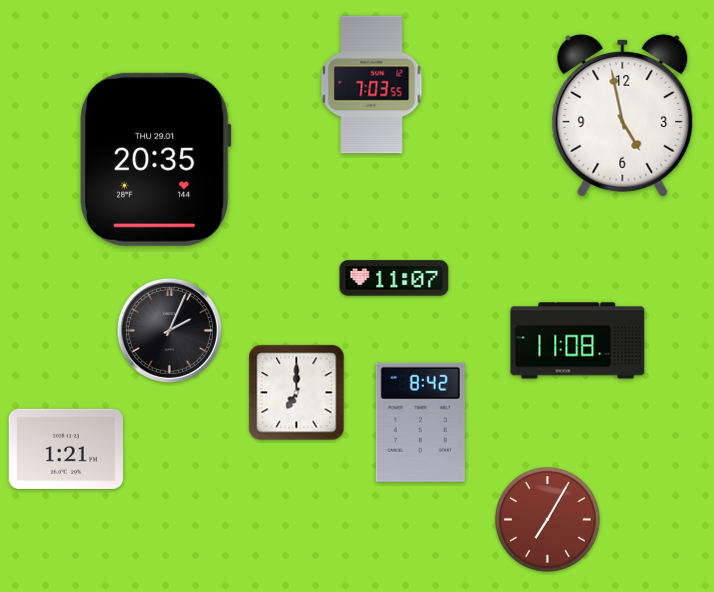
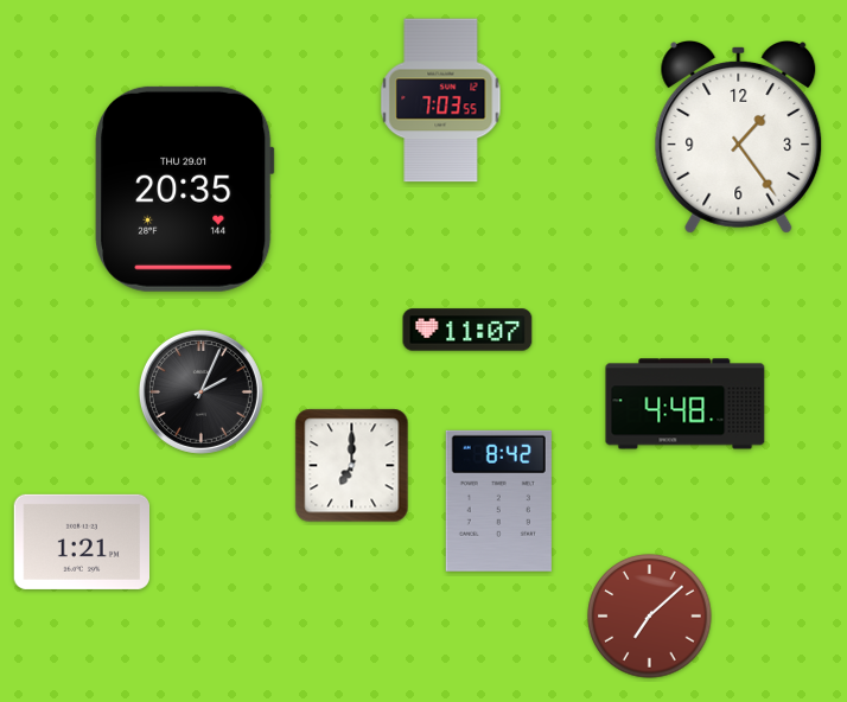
clock at (623, 115): 4:58 -> 1:24
clock at (578, 341): 11:08 -> 4:48
clock at (65, 449) position: (65, 449) -> (81, 542)
clock at (548, 520): 7:05 -> 7:08
